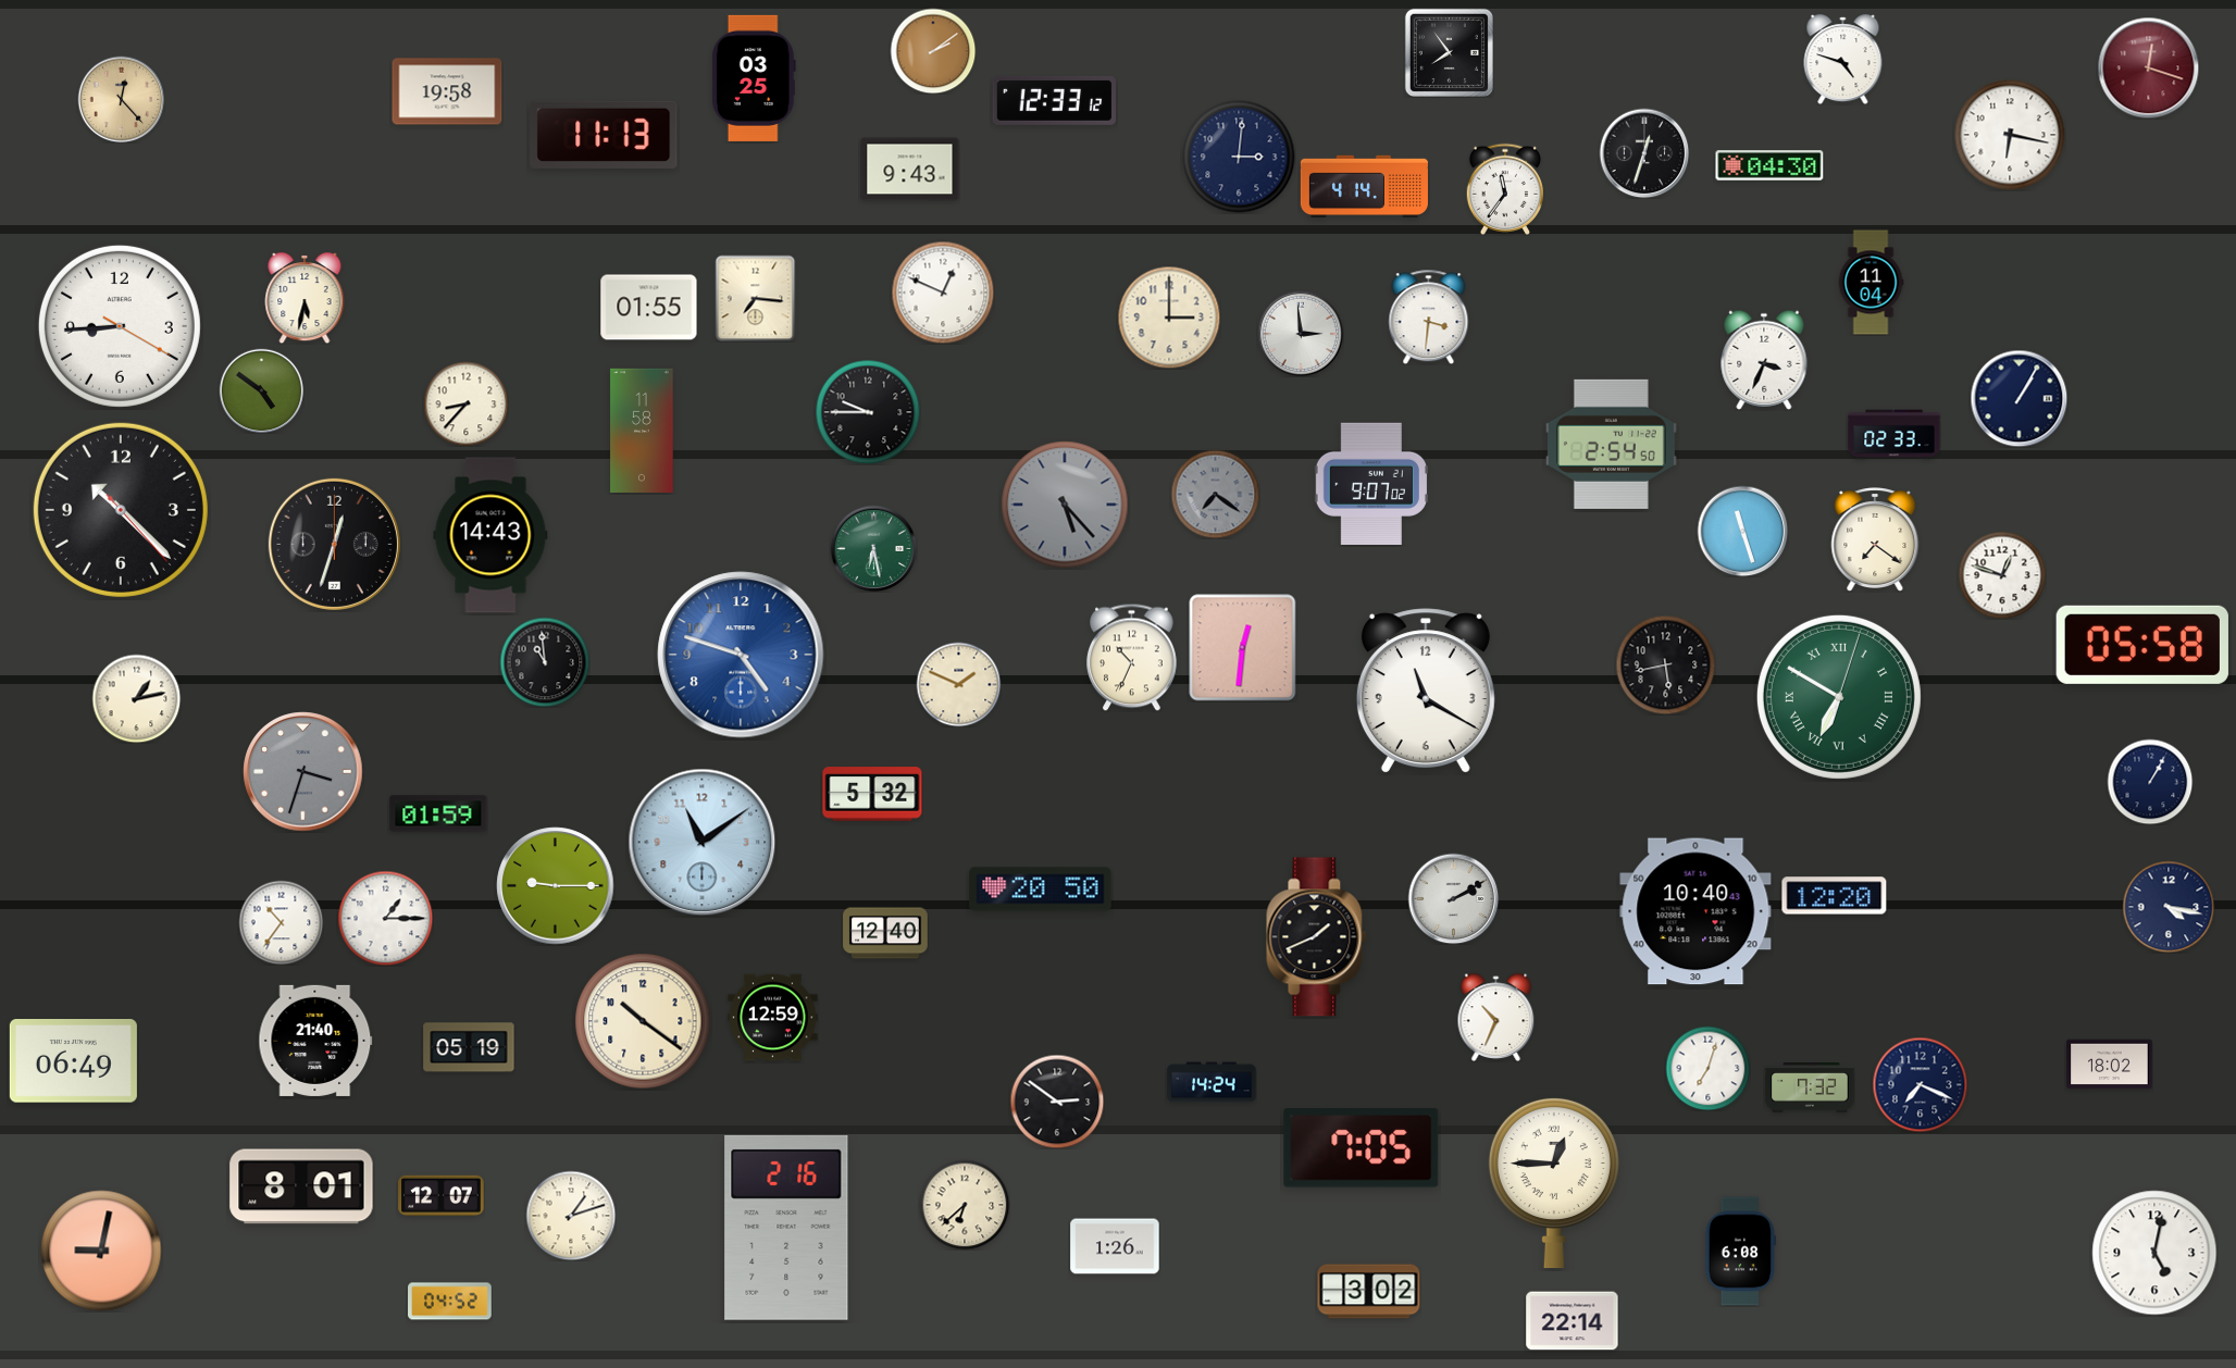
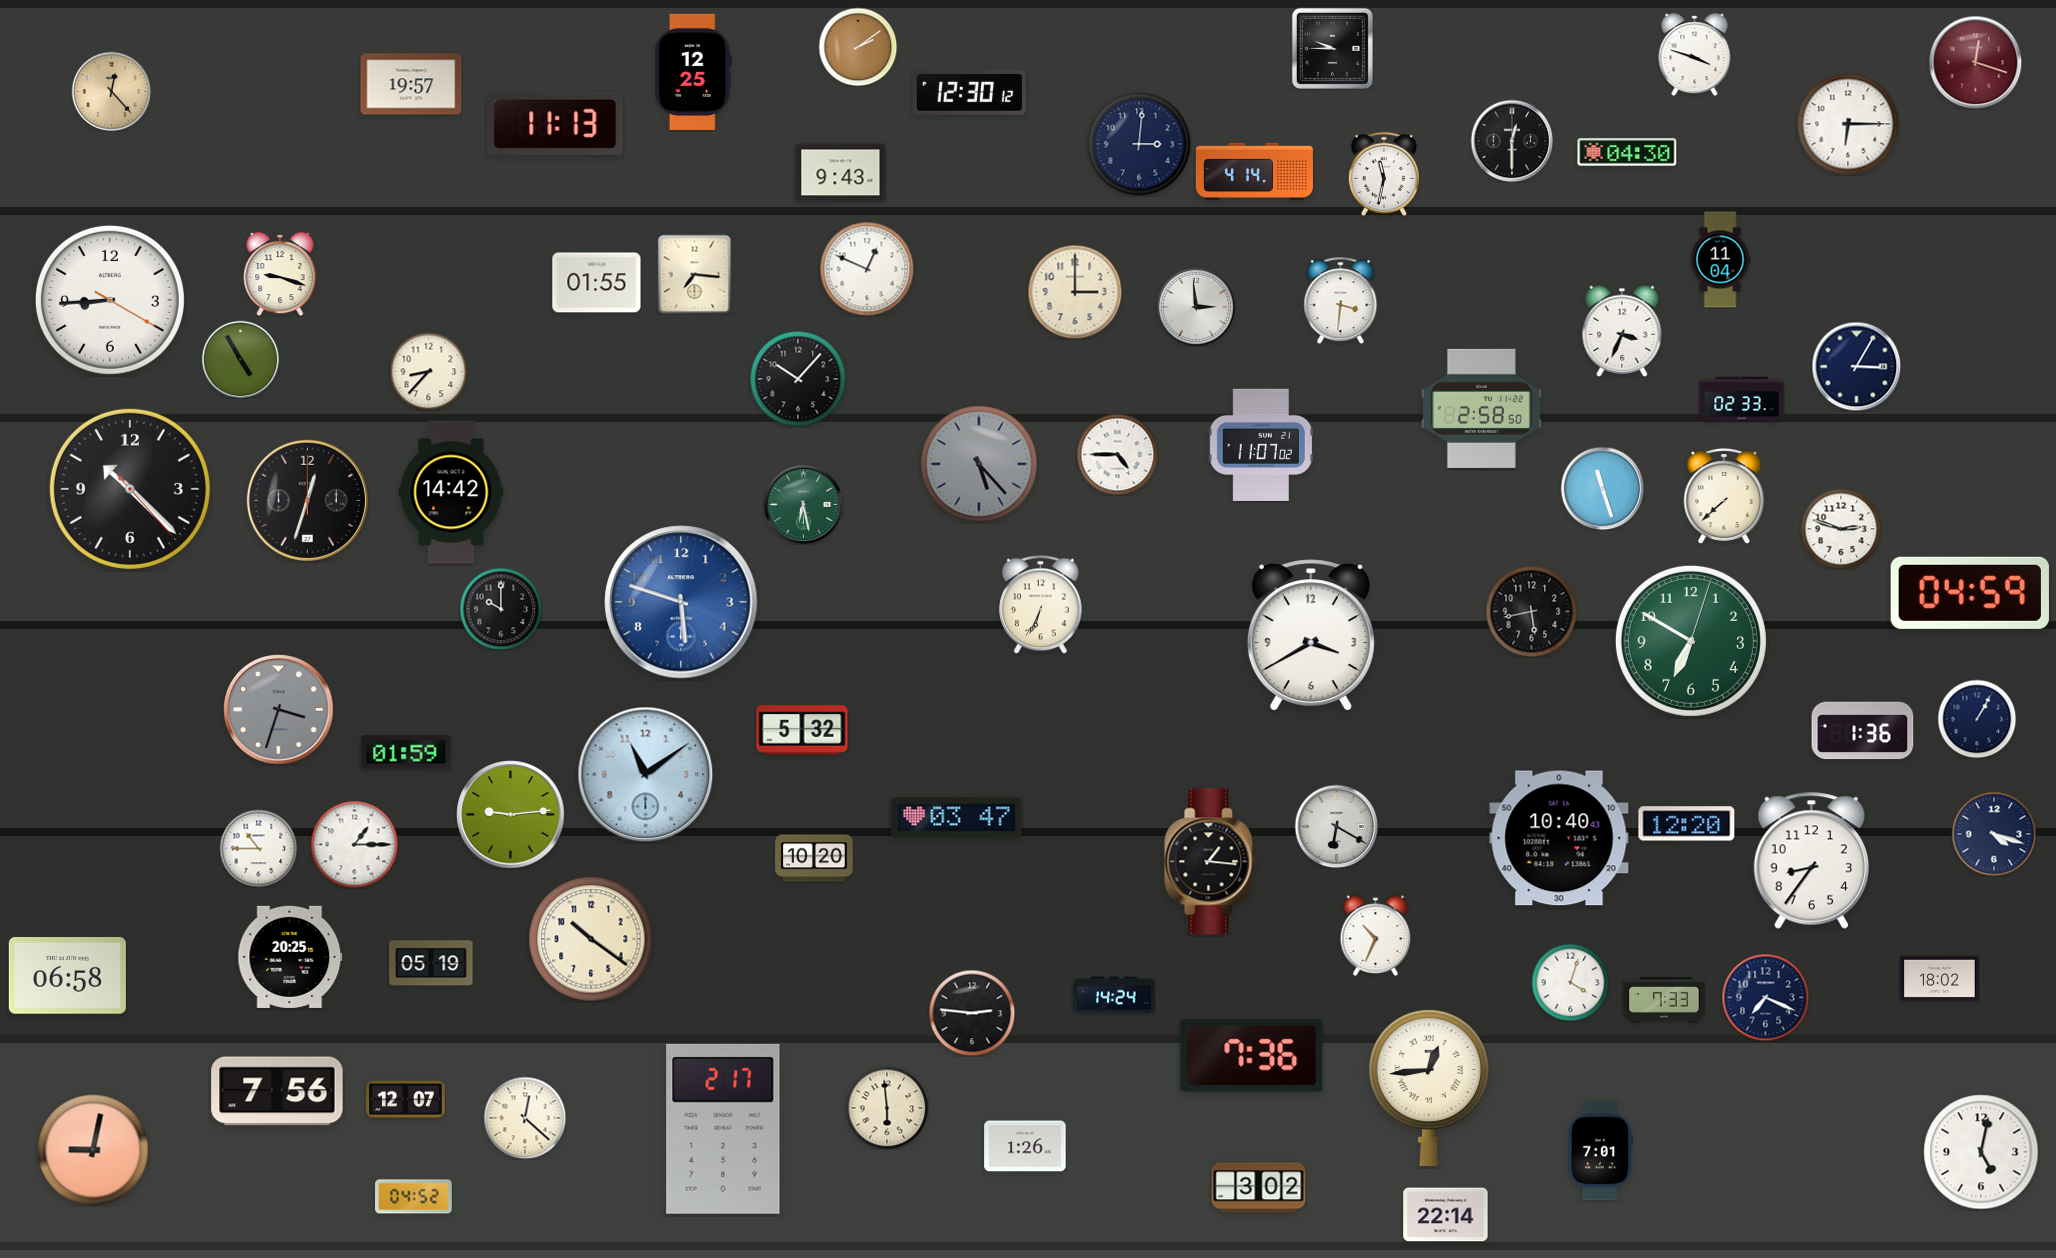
clock at (1449, 52): 7:54 -> 9:45
clock at (1843, 60): 4:48 -> 3:48
clock at (754, 78): 03:25 -> 12:25
clock at (447, 91): 19:58 -> 19:57
clock at (1054, 100): 12:33 -> 12:30
clock at (2010, 135): 6:17 -> 6:15
clock at (1644, 153): 12:33 -> 12:30
clock at (910, 170) position: (910, 170) -> (841, 173)
clock at (1504, 189): 11:36 -> 11:32
clock at (305, 298): 5:32 -> 9:18
clock at (1429, 316) position: (1429, 316) -> (1341, 300)
clock at (261, 390): 4:51 -> 4:55
clock at (2018, 398): 1:05 -> 3:05
clock at (868, 412): 9:45 -> 10:07
clock at (642, 431): 11:58 -> none
clock at (1611, 444): 2:54 -> 2:58
clock at (1371, 484): 9:07 -> 11:07
clock at (1215, 494): 7:21 -> 4:45
clock at (1215, 494) dial: grey -> white
clock at (121, 510) position: (121, 510) -> (130, 489)
clock at (490, 535): 14:43 -> 14:42
clock at (1875, 539): 7:21 -> 7:38
clock at (2002, 575): 12:48 -> 2:48
clock at (2142, 645): 05:58 -> 04:59
clock at (1243, 648): 12:31 -> none
clock at (741, 655): 4:48 -> 5:48
clock at (1132, 657): 10:34 -> 6:34
clock at (545, 662): 10:59 -> 10:00
clock at (958, 684): 1:49 -> none
clock at (1426, 691): 11:20 -> 3:40
clock at (1839, 697) numerals: Roman -> Arabic
clock at (136, 698): 1:13 -> none
clock at (1863, 731): none -> 1:36
clock at (438, 813) position: (438, 813) -> (406, 752)
clock at (556, 886): 9:15 -> 9:14
clock at (1041, 890): 20:50 -> 03:47
clock at (1453, 898): 2:10 -> 6:20
clock at (2169, 907): 4:17 -> 4:18
clock at (281, 922): 10:36 -> 10:45
clock at (885, 933): 12:40 -> 10:20
clock at (1811, 860): none -> 8:36
clock at (1317, 937): 1:41 -> 1:16
clock at (773, 1018): 12:59 -> none
clock at (315, 1041): 21:40 -> 20:25
clock at (73, 1061): 06:49 -> 06:58
clock at (1707, 1068): 7:03 -> 4:03
clock at (1810, 1089): 7:32 -> 7:33
clock at (1057, 1102): 2:51 -> 2:46
clock at (1362, 1148): 7:05 -> 7:36
clock at (1554, 1183): 12:45 -> 12:44
clock at (301, 1186): 8:01 -> 7:56
clock at (965, 1205): 6:38 -> 5:59
clock at (571, 1216): 1:12 -> 12:22
clock at (786, 1228): 2:16 -> 2:17
clock at (1740, 1252): 6:08 -> 7:01
